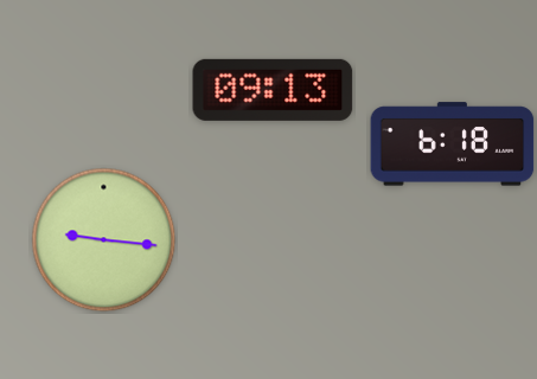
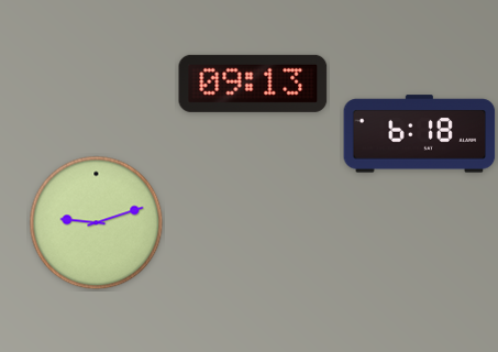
clock at (104, 240): 9:16 -> 9:12
